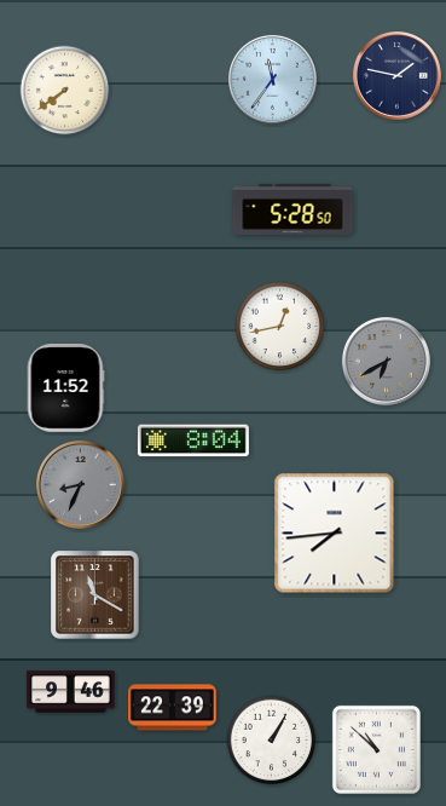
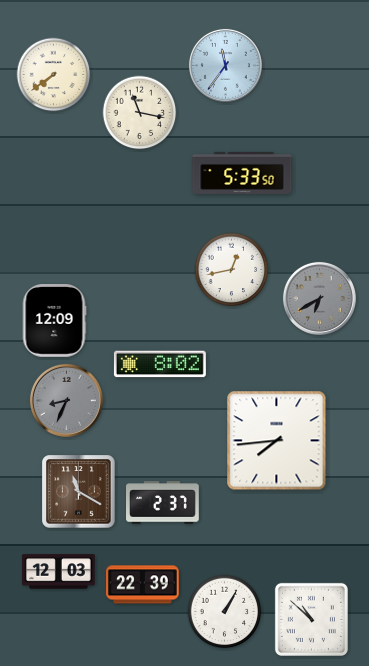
clock at (396, 75): 1:47 -> none
clock at (140, 113): none -> 11:17
clock at (292, 209): 5:28 -> 5:33
clock at (65, 388): 11:52 -> 12:09
clock at (193, 441): 8:04 -> 8:02
clock at (163, 503): none -> 2:37
clock at (71, 692): 9:46 -> 12:03
